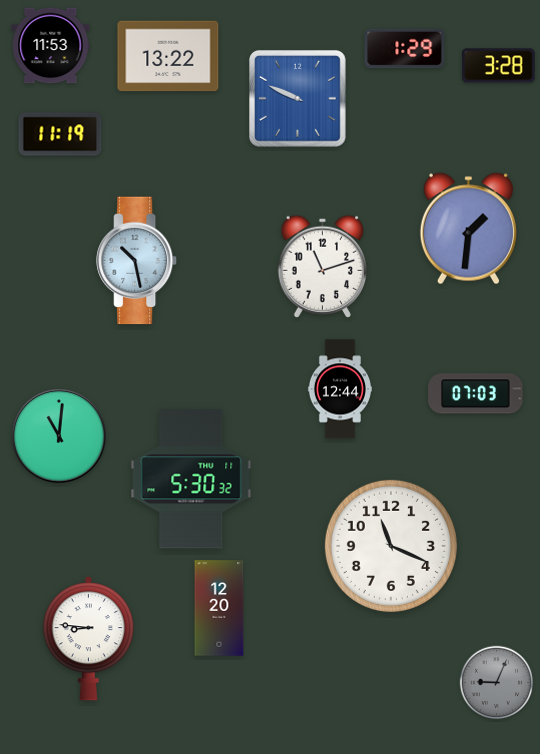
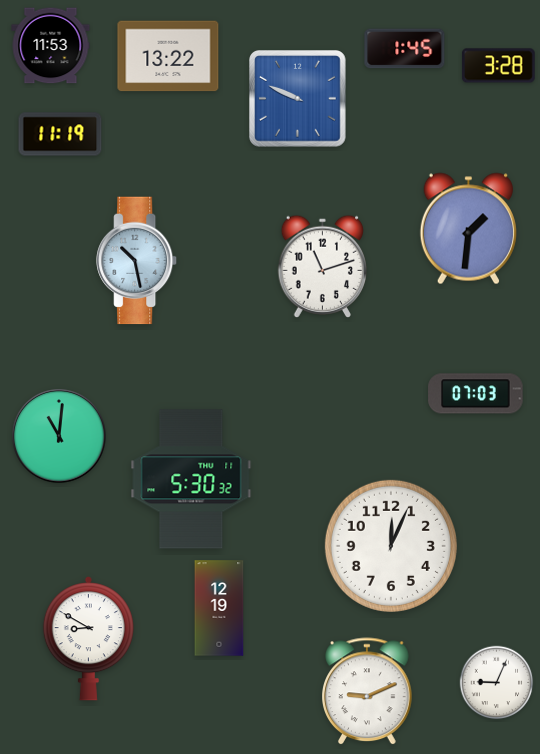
clock at (405, 49): 1:29 -> 1:45
clock at (339, 389): 12:44 -> none
clock at (391, 546): 11:19 -> 12:04
clock at (219, 608): 12:20 -> 12:19
clock at (88, 639): 8:46 -> 8:50
clock at (497, 683) dial: grey -> white
clock at (368, 692): none -> 9:11
